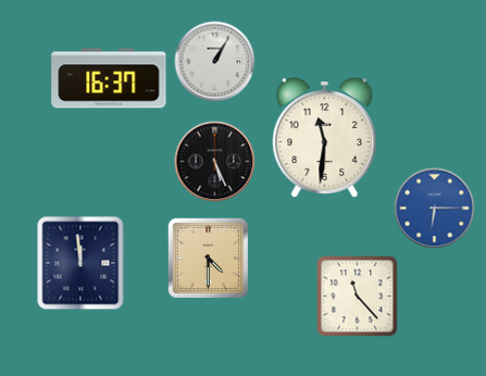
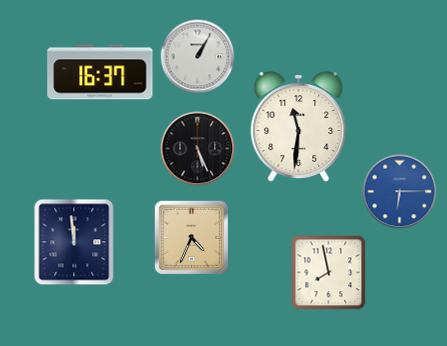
clock at (209, 259): 4:30 -> 4:34
clock at (358, 297): 11:23 -> 7:58
